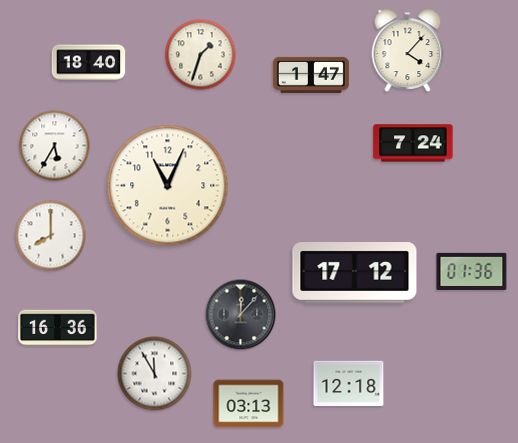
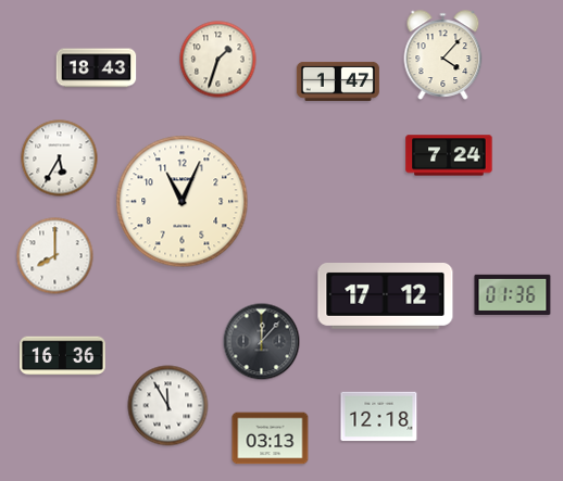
clock at (89, 63): 18:40 -> 18:43
